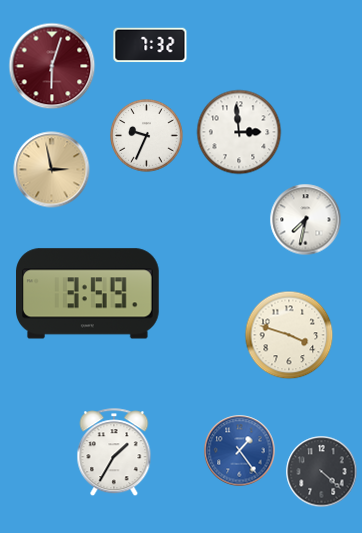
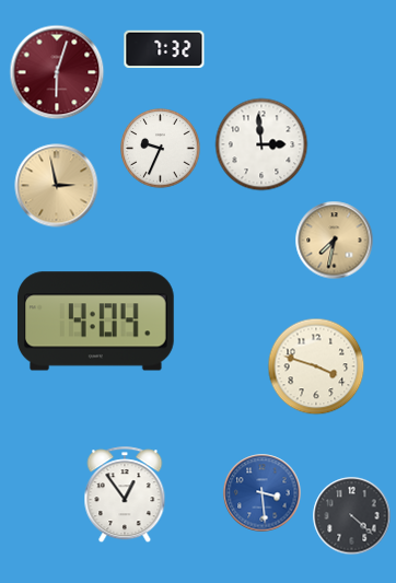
clock at (306, 220) dial: white -> champagne
clock at (88, 294): 3:59 -> 4:04
clock at (240, 451): 1:24 -> 3:29
clock at (114, 453): 1:35 -> 12:54
